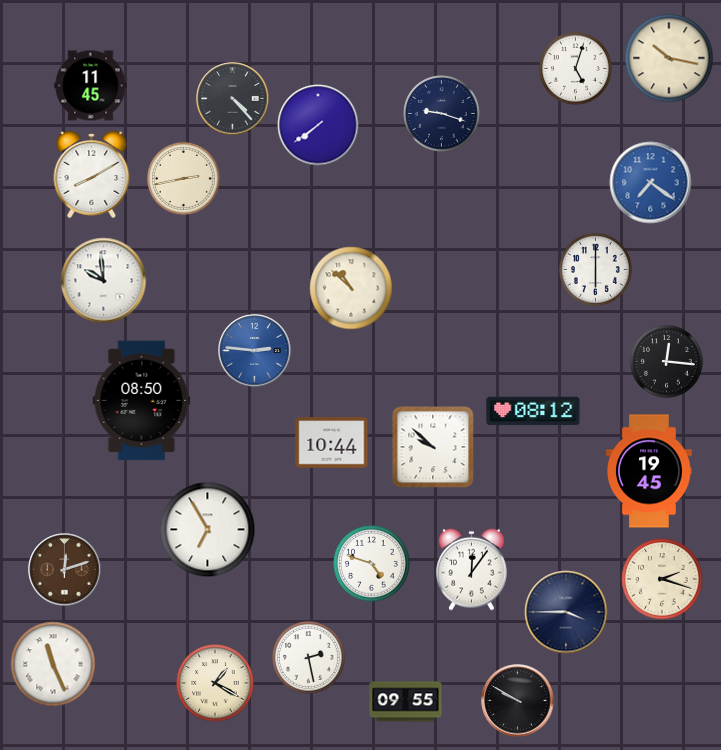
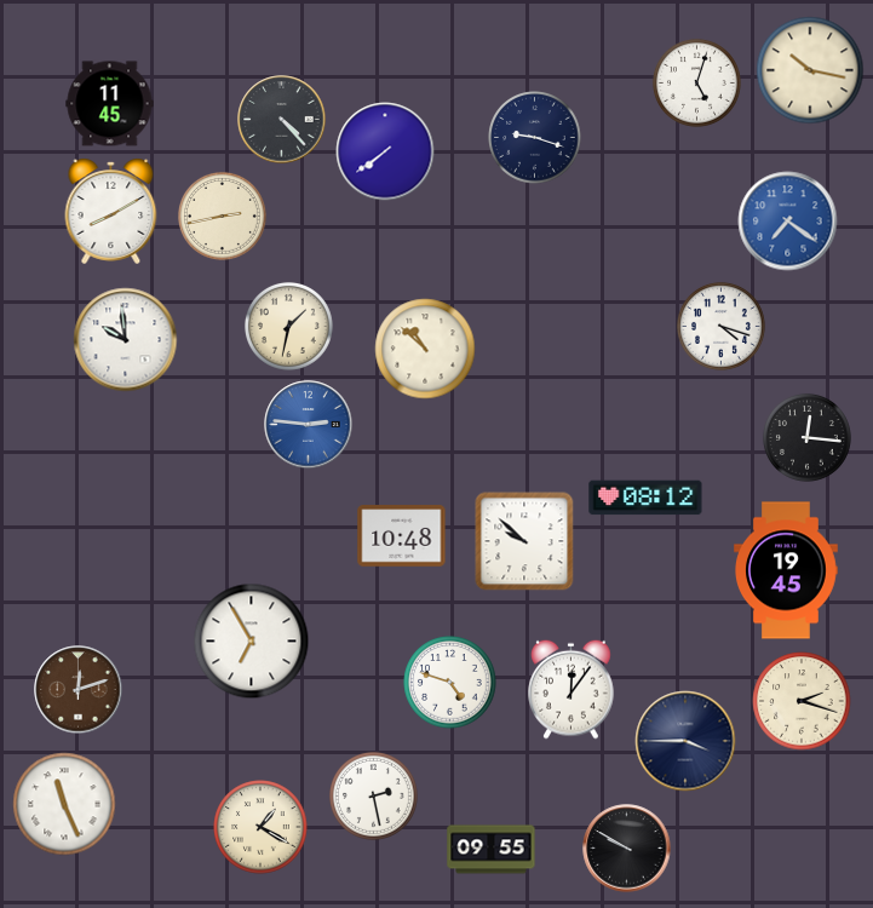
clock at (288, 326): none -> 1:32
clock at (595, 269): 6:00 -> 4:18
clock at (142, 401): 08:50 -> none
clock at (332, 443): 10:44 -> 10:48
